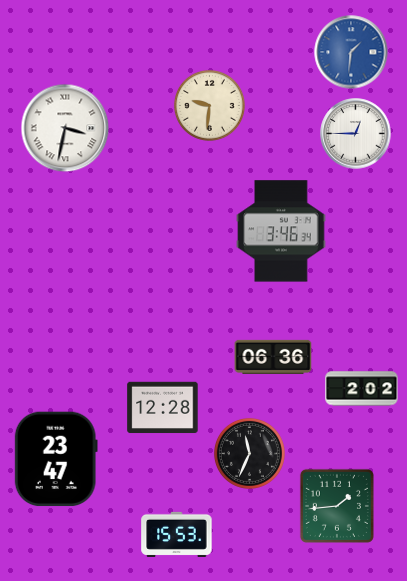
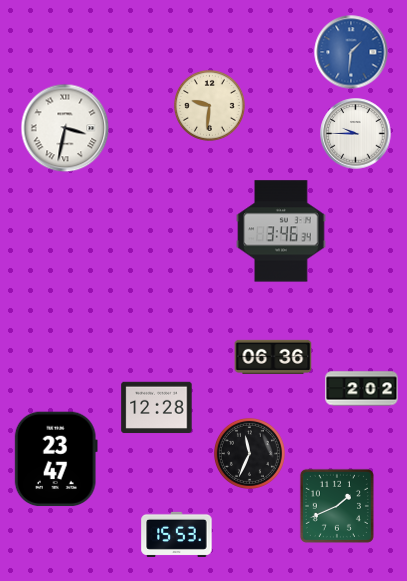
clock at (356, 134): 12:45 -> 9:45
clock at (163, 408) position: (163, 408) -> (157, 408)
clock at (337, 506): 1:44 -> 1:41
